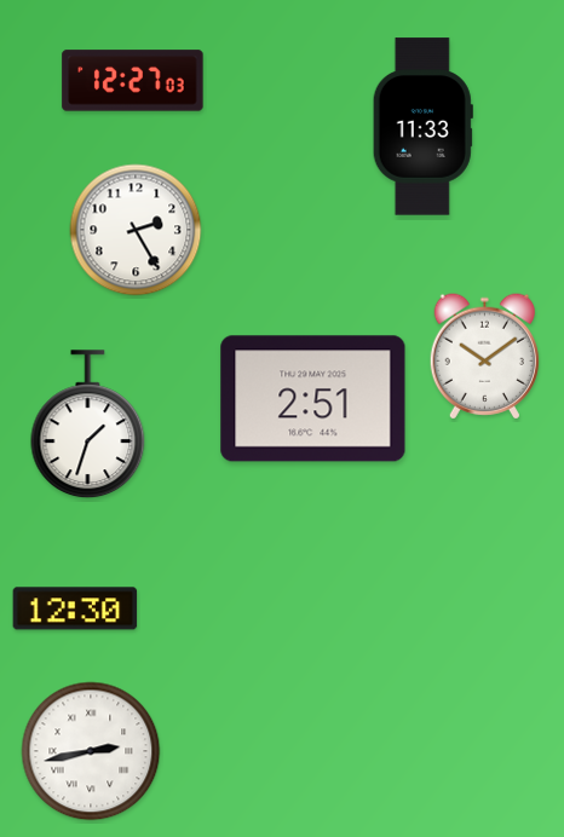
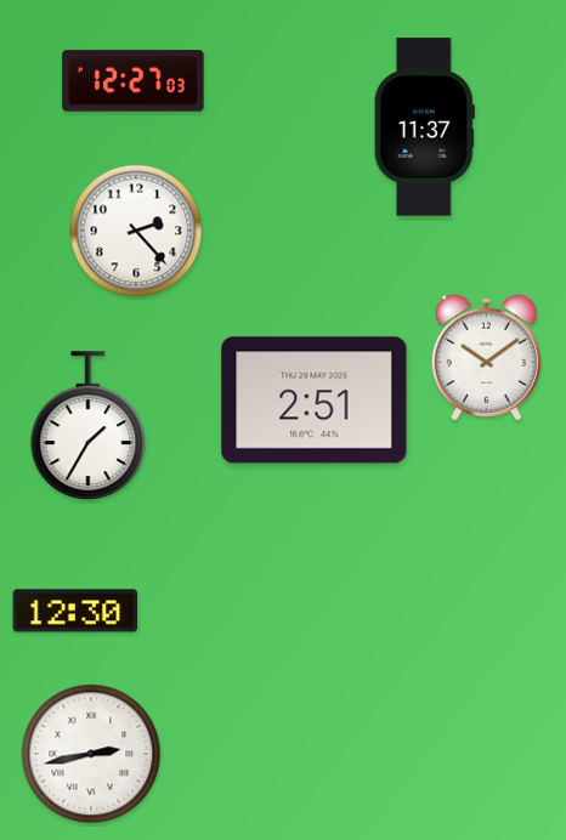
clock at (422, 127): 11:33 -> 11:37
clock at (136, 230): 2:25 -> 2:23
clock at (88, 425): 1:33 -> 1:35
